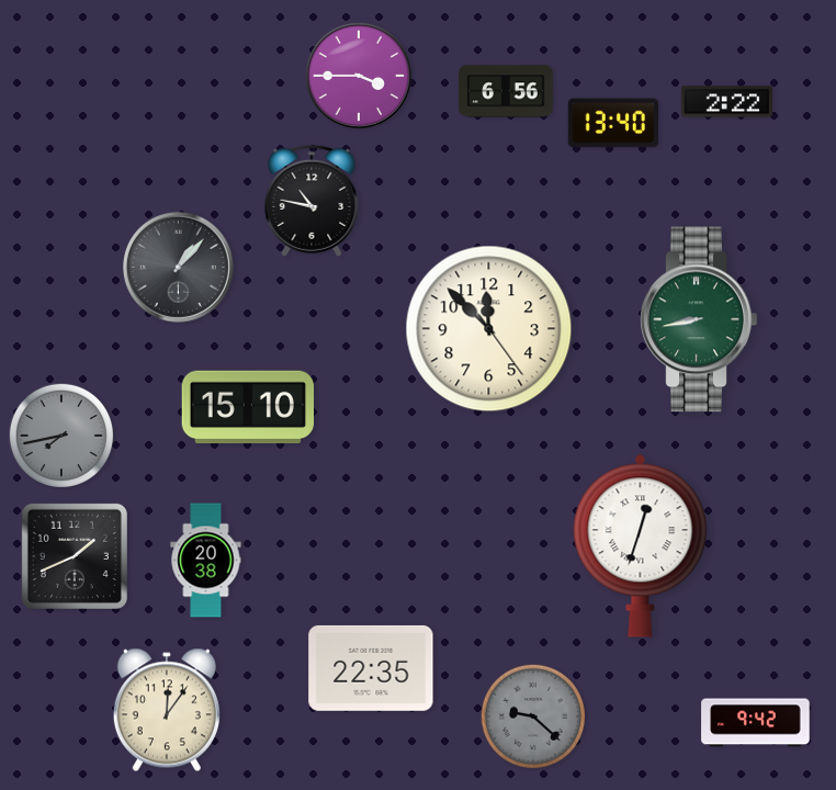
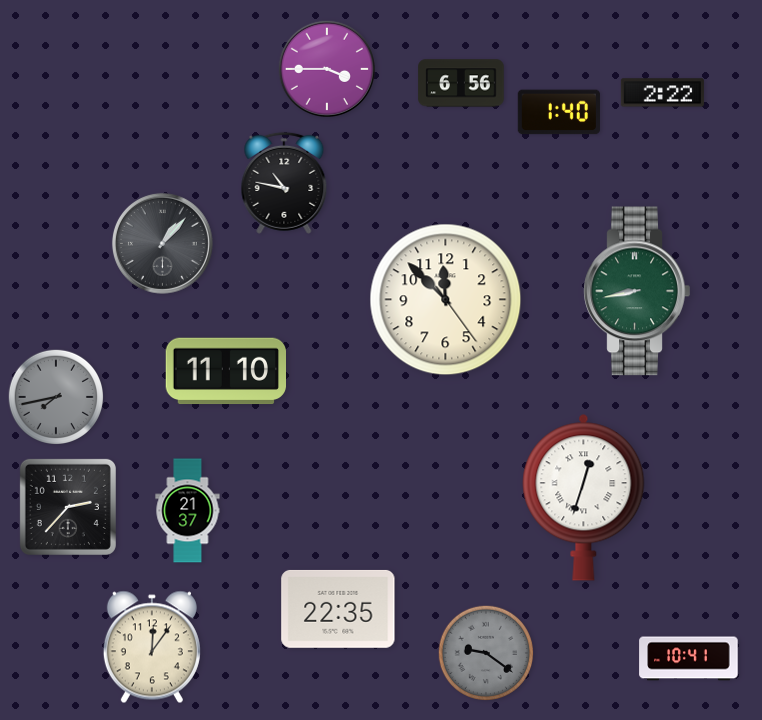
clock at (613, 123): 13:40 -> 1:40
clock at (247, 407): 15:10 -> 11:10
clock at (75, 556): 1:41 -> 2:37
clock at (206, 561): 20:38 -> 21:37
clock at (532, 715): 9:22 -> 9:21
clock at (756, 723): 9:42 -> 10:41
